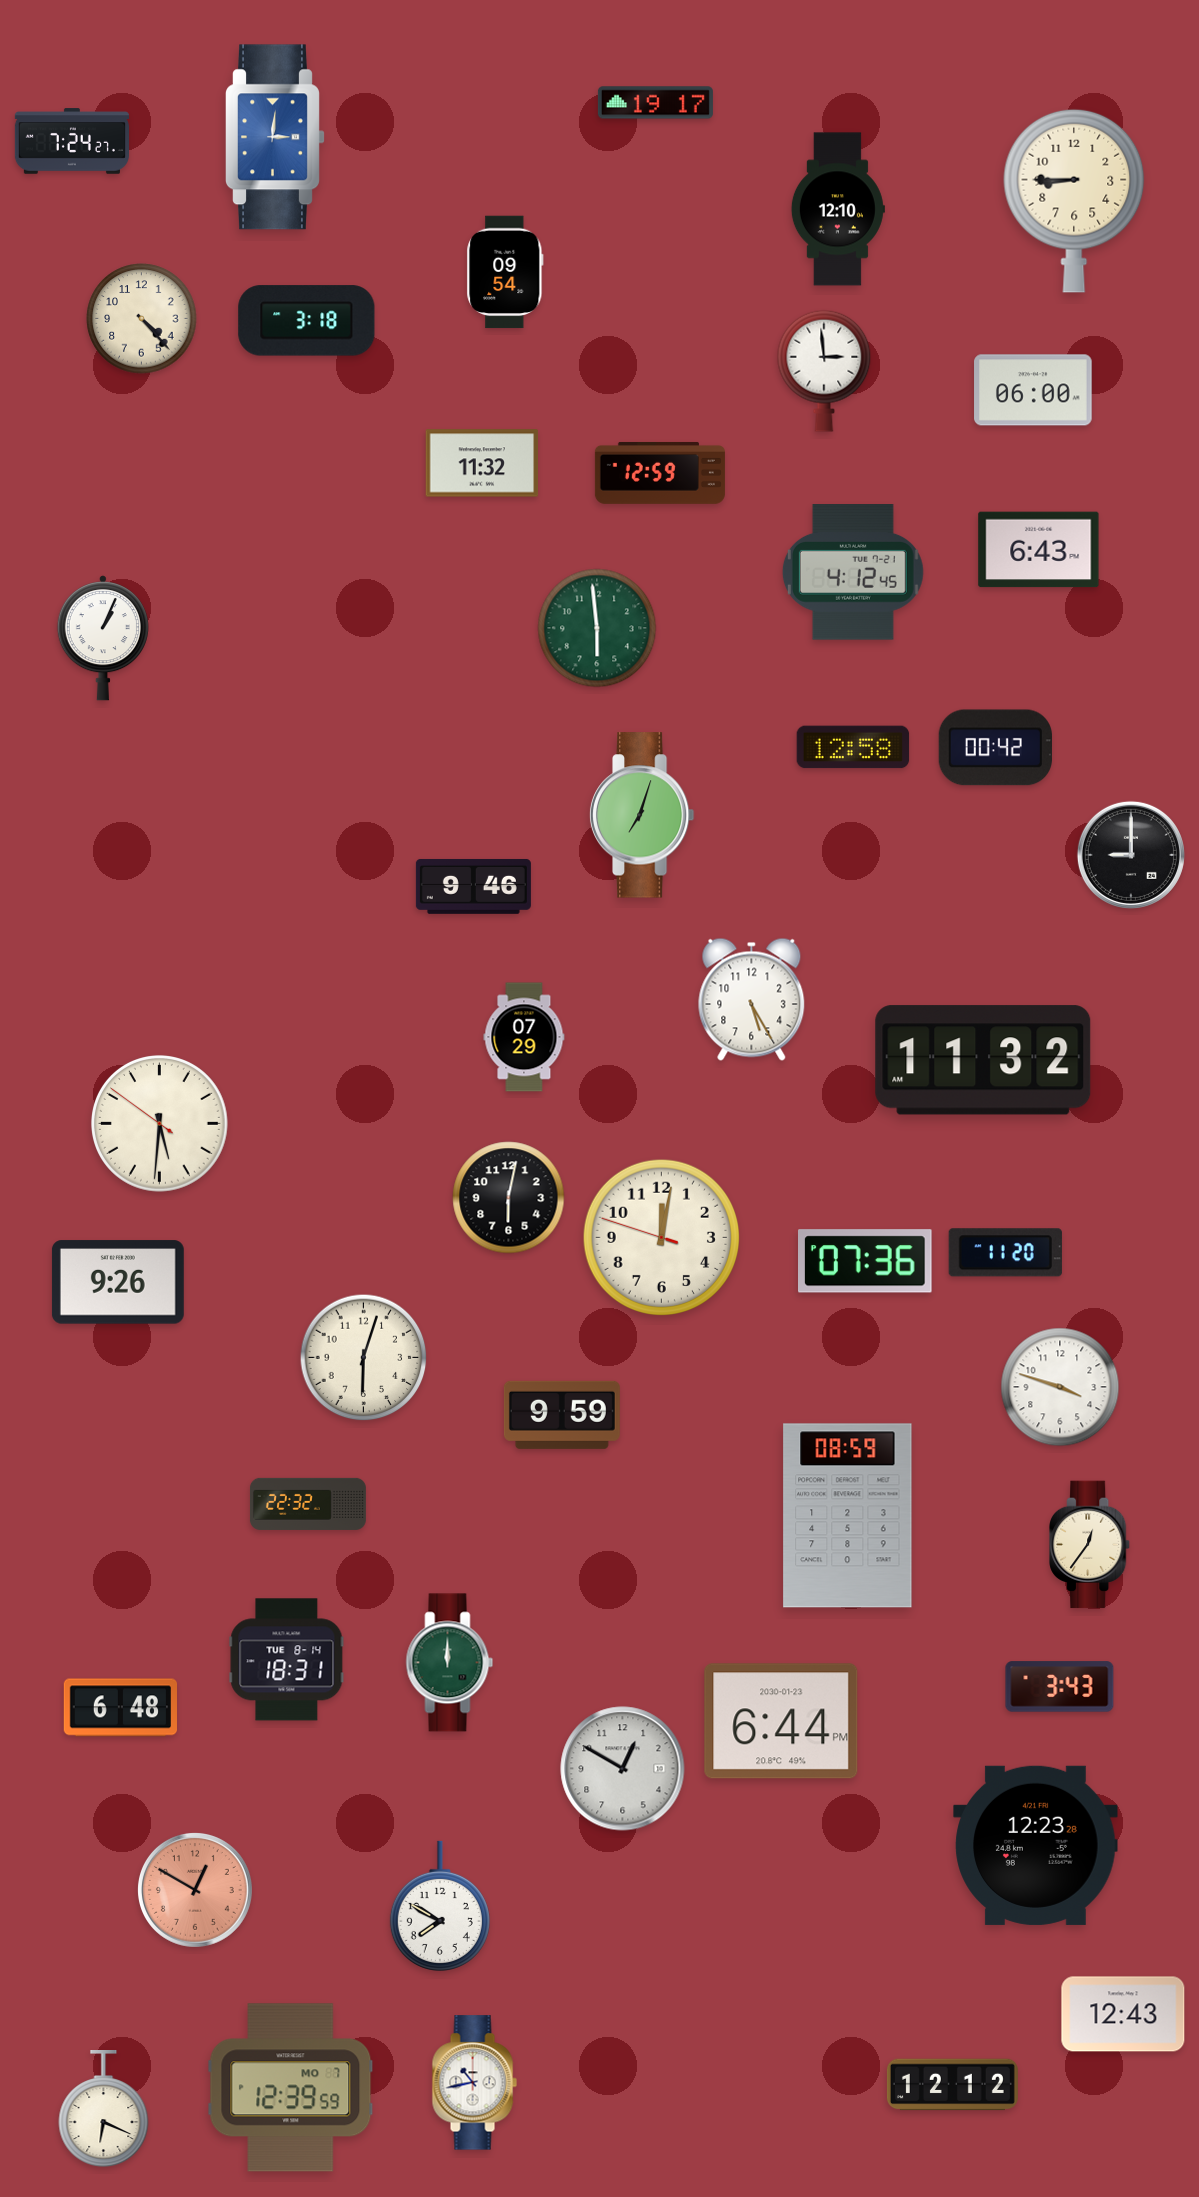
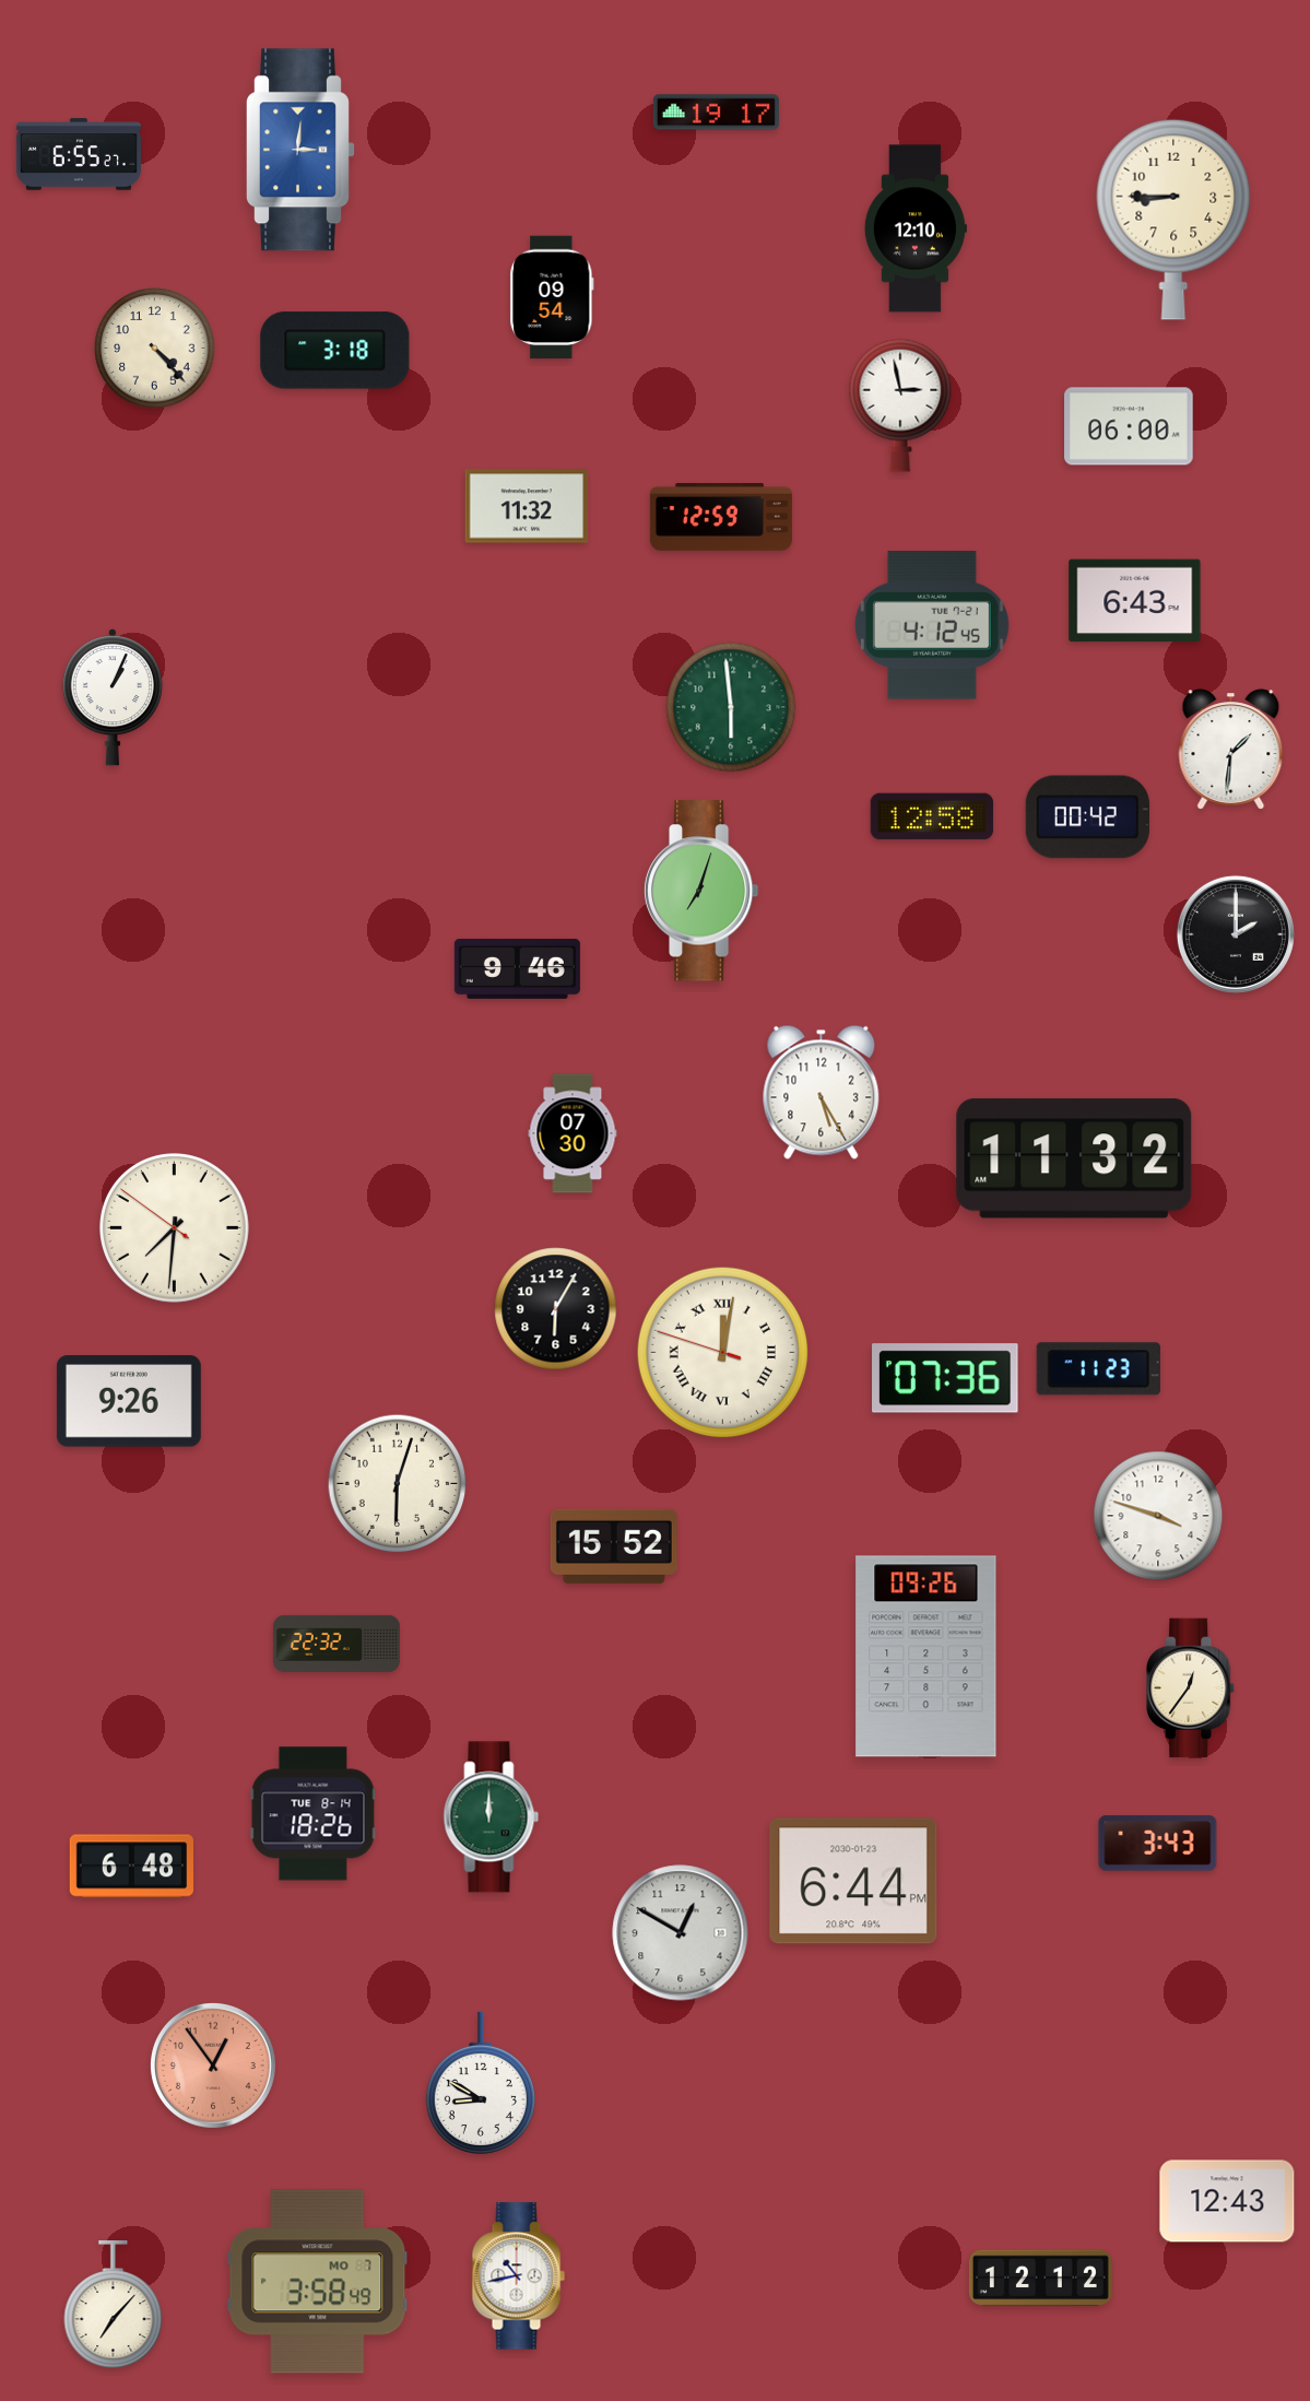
clock at (72, 141): 7:24 -> 6:55
clock at (824, 371): 2:59 -> 2:58
clock at (597, 628) position: (597, 628) -> (731, 707)
clock at (1231, 750): none -> 1:31
clock at (1131, 855): 9:00 -> 2:00
clock at (524, 1037): 07:29 -> 07:30
clock at (160, 1124): 5:30 -> 7:30
clock at (509, 1198): 6:02 -> 6:05
clock at (662, 1238) numerals: Arabic -> Roman
clock at (1005, 1253): 11:20 -> 11:23
clock at (562, 1415): 9:59 -> 15:52
clock at (848, 1516): 08:59 -> 09:26
clock at (287, 1660): 18:31 -> 18:26
clock at (1036, 1845): 12:23 -> none
clock at (195, 1890): 12:50 -> 12:54
clock at (440, 1906): 7:50 -> 8:50
clock at (291, 2088): 12:39 -> 3:58
clock at (104, 2110): 6:19 -> 7:07
